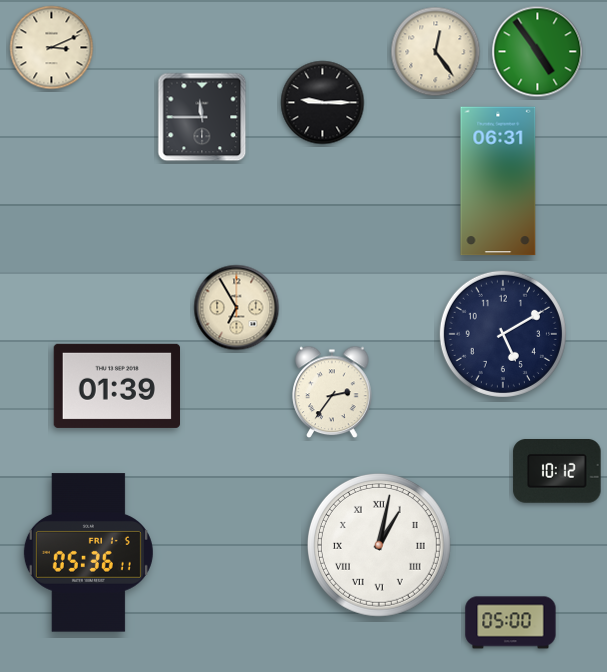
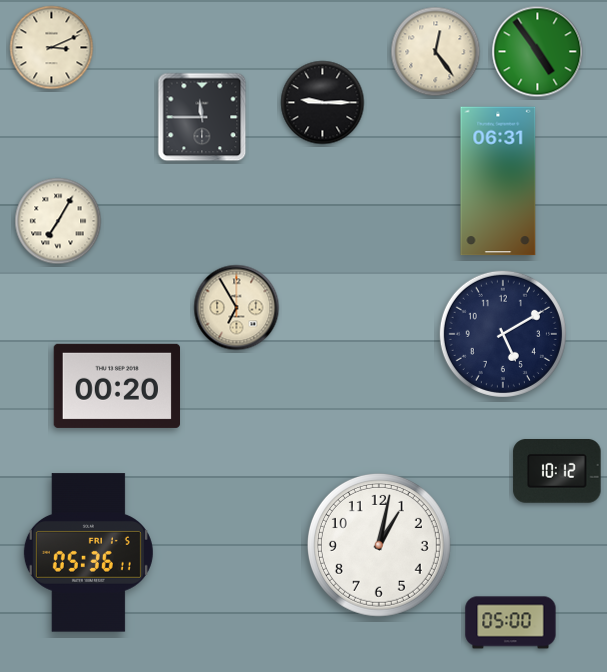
clock at (58, 221): none -> 7:05
clock at (116, 386): 01:39 -> 00:20
clock at (332, 392): 2:36 -> none
clock at (379, 545) numerals: Roman -> Arabic
